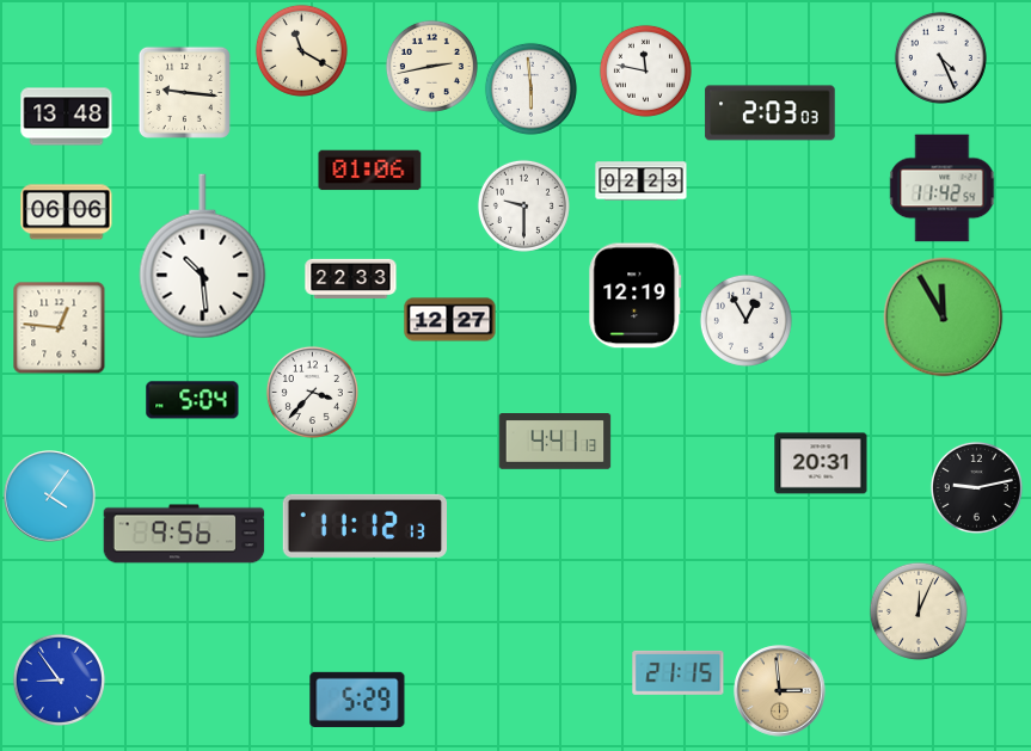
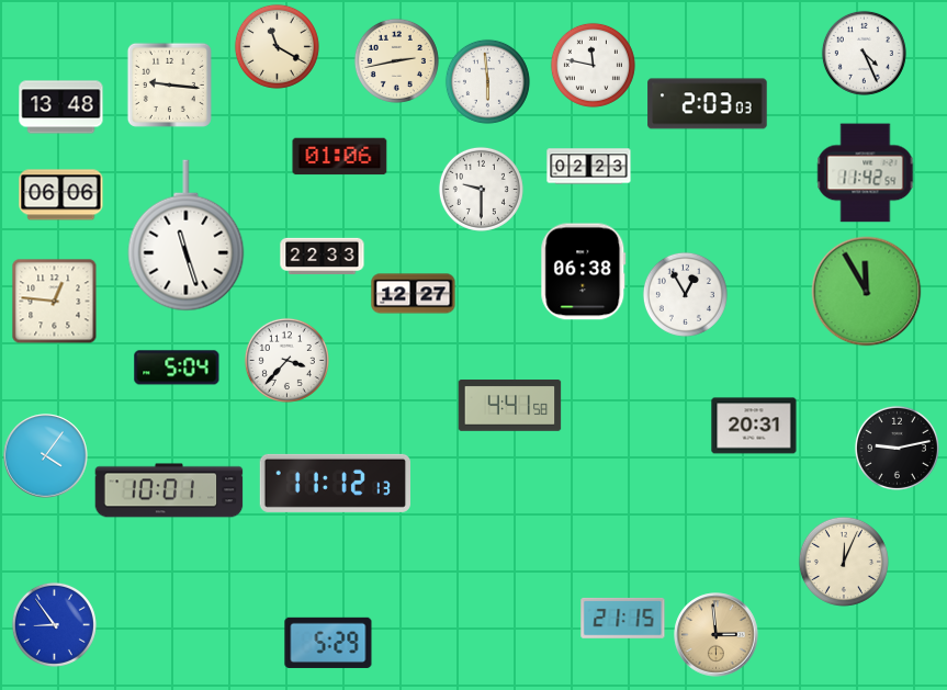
clock at (203, 257): 10:29 -> 11:27
clock at (636, 296): 12:19 -> 06:38
clock at (556, 442): 4:41:13 -> 4:41:58
clock at (184, 534): 9:56 -> 10:01
